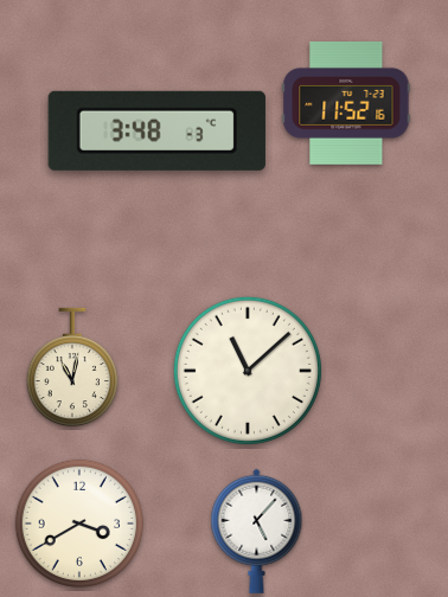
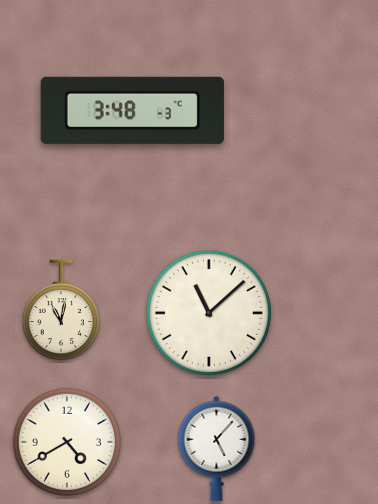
clock at (346, 104): 11:52 -> none
clock at (78, 522): 3:40 -> 4:40
